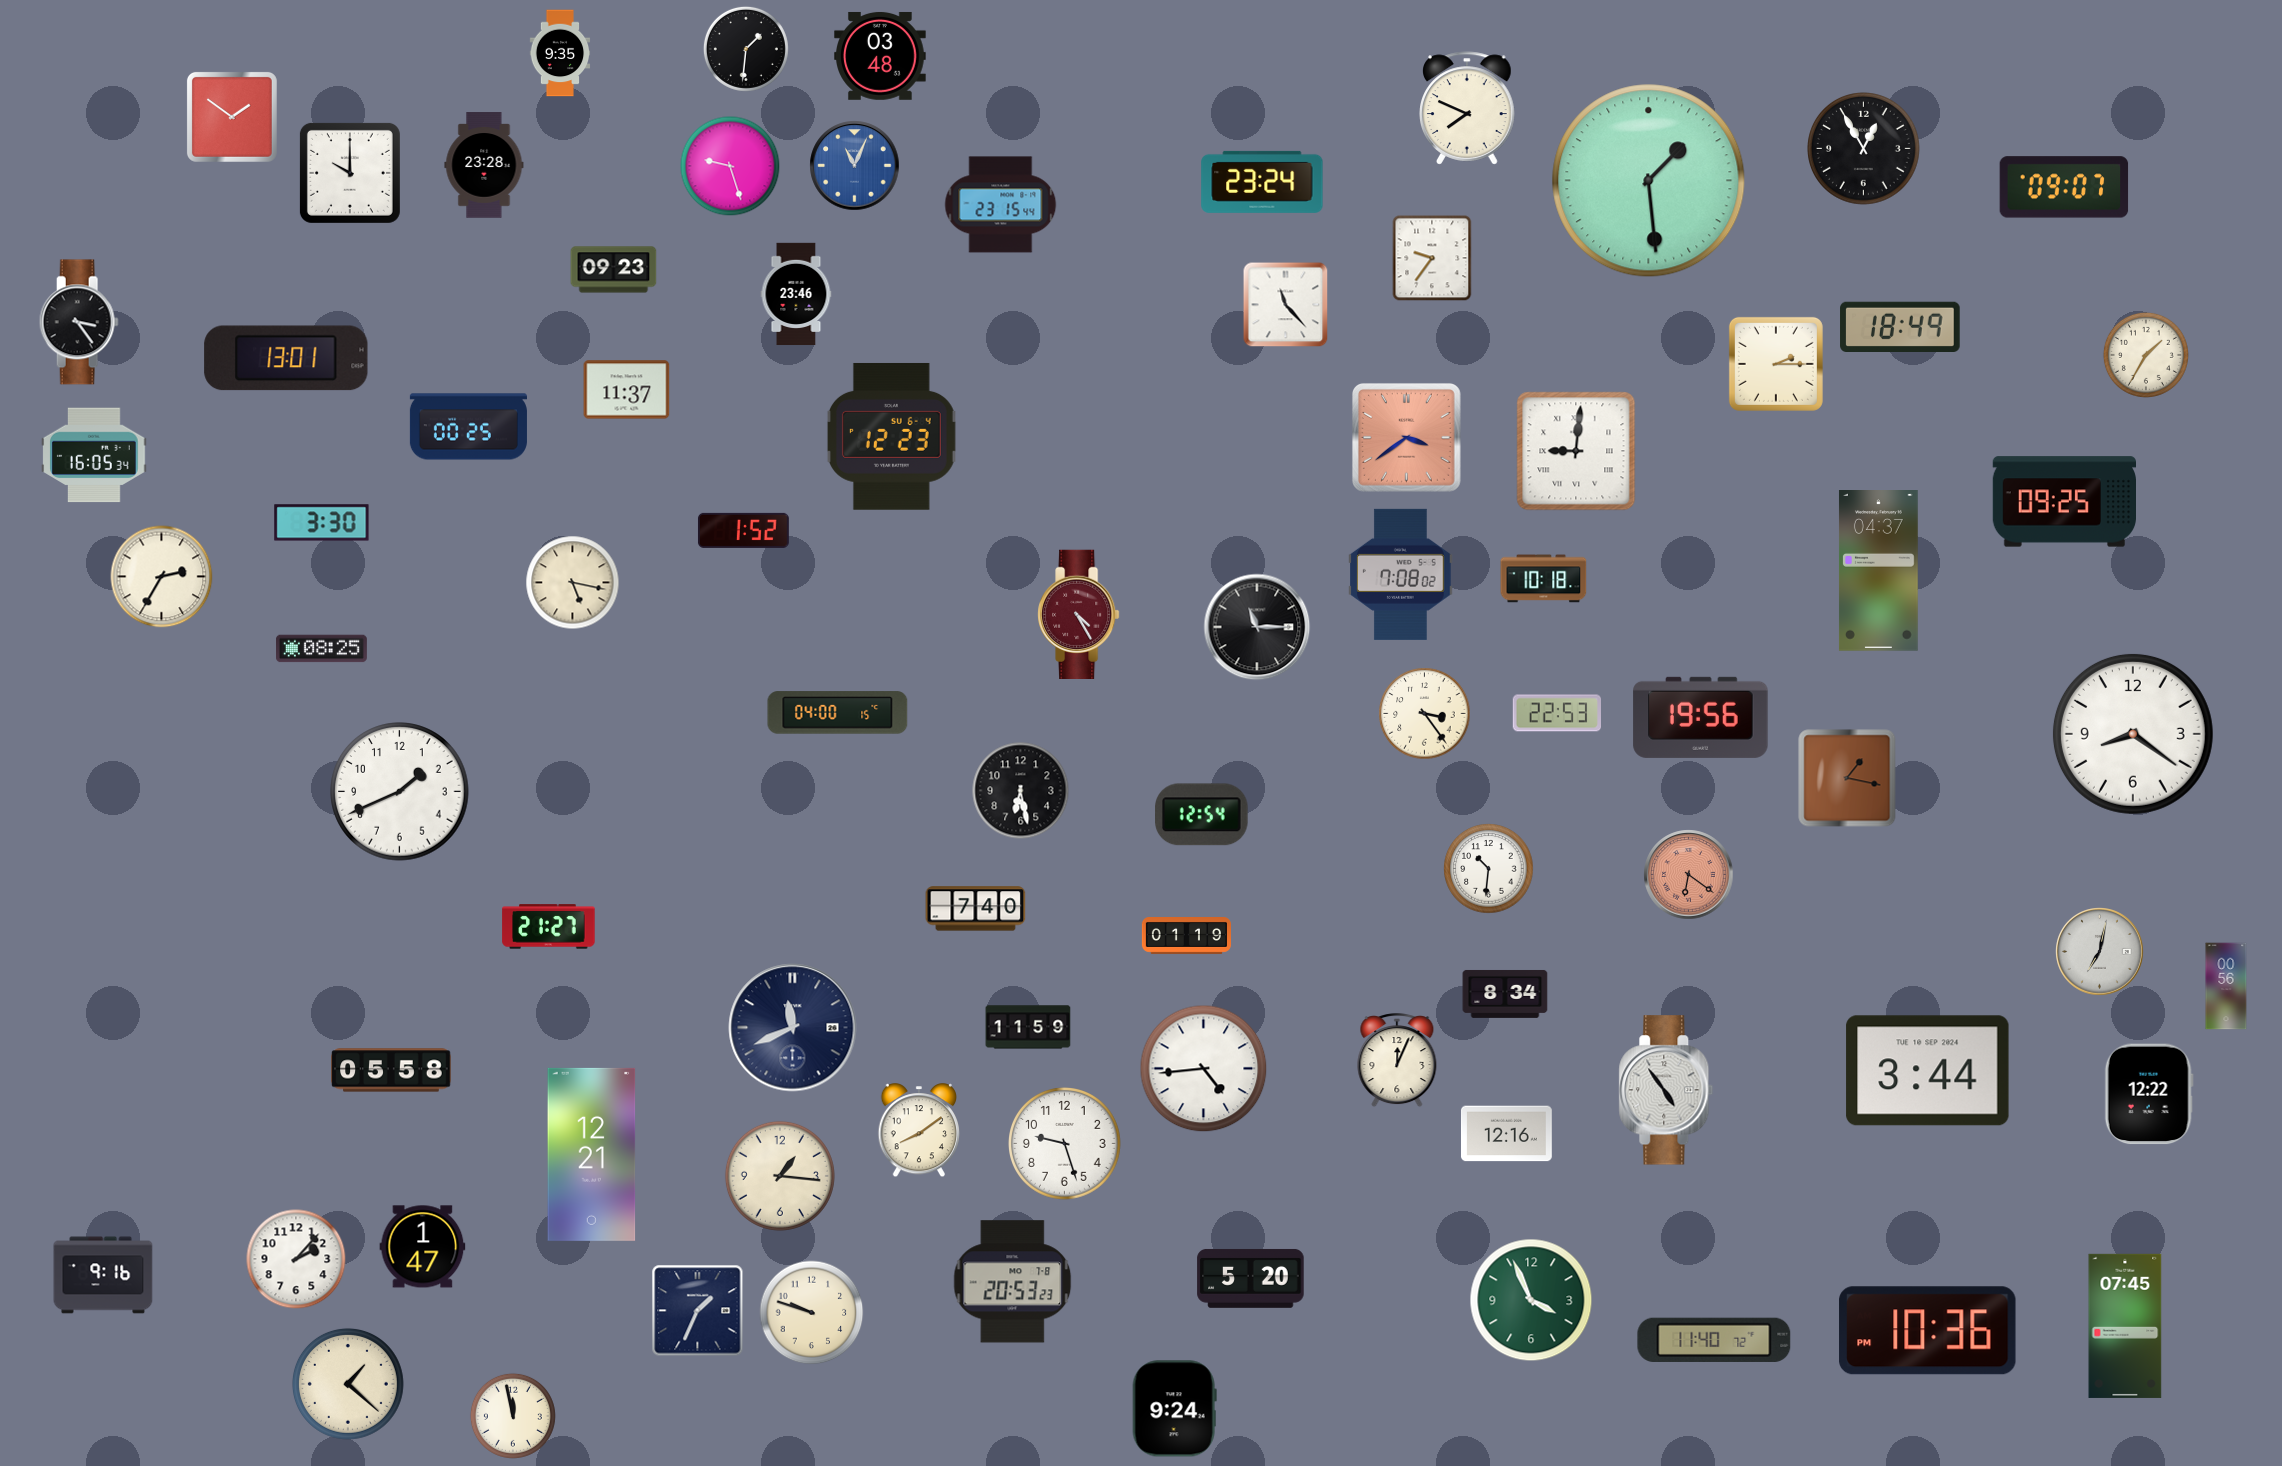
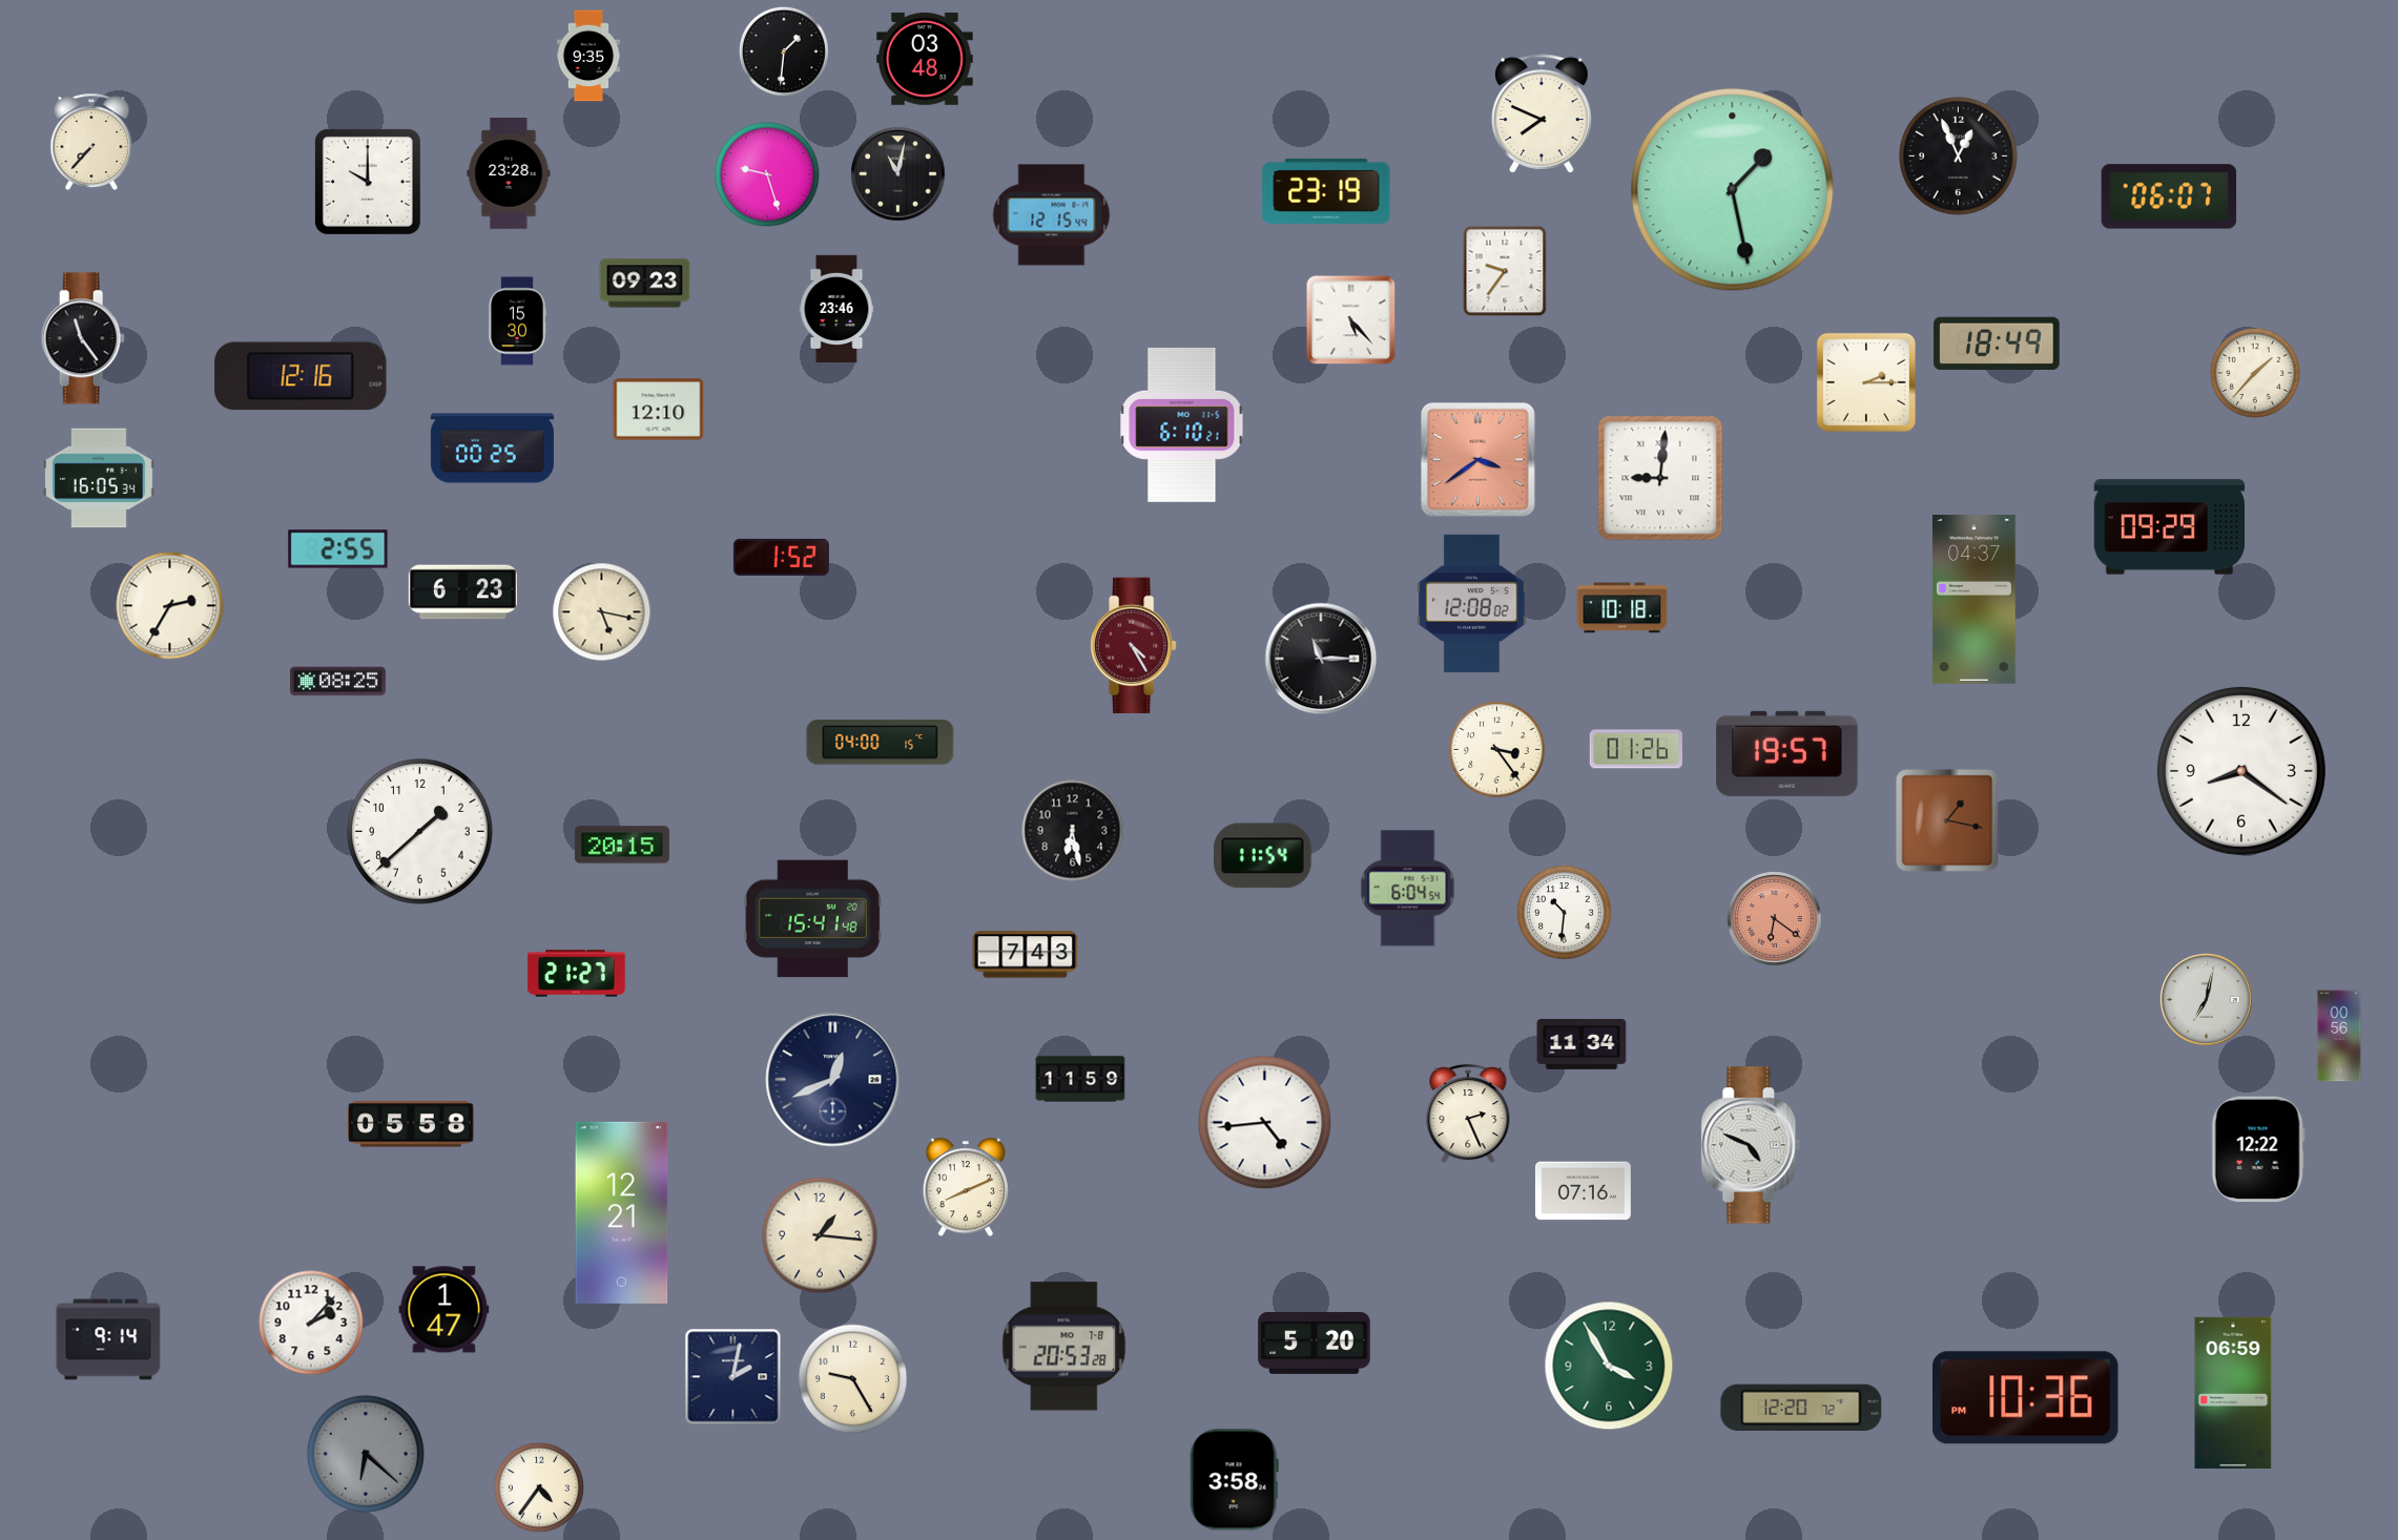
clock at (232, 117): 1:51 -> none
clock at (91, 142): none -> 7:37
clock at (1864, 149): 12:55 -> 12:56
clock at (855, 166): 11:04 -> 11:02
clock at (855, 166) dial: blue -> black
clock at (1649, 181): 1:29 -> 1:28
clock at (1262, 182): 23:24 -> 23:19
clock at (2064, 187): 09:07 -> 06:07
clock at (1001, 205): 23:15 -> 12:15
clock at (1286, 305): 11:23 -> 5:23
clock at (516, 321): none -> 15:30
clock at (79, 322): 3:24 -> 11:24
clock at (2146, 355): 1:35 -> 1:37
clock at (286, 358): 13:01 -> 12:16
clock at (627, 390): 11:37 -> 12:10
clock at (1182, 425): none -> 6:10
clock at (891, 436): 12:23 -> none
clock at (1576, 451) position: (1576, 451) -> (1660, 478)
clock at (2064, 502): 09:25 -> 09:29
clock at (322, 523): 3:30 -> 2:55
clock at (462, 592): none -> 6:23
clock at (1401, 574): 7:08 -> 12:08
clock at (838, 713) position: (838, 713) -> (881, 743)
clock at (1556, 713): 22:53 -> 01:26
clock at (1701, 717): 19:56 -> 19:57
clock at (1847, 778) position: (1847, 778) -> (1947, 820)
clock at (400, 792): 1:41 -> 1:38
clock at (622, 845): none -> 20:15
clock at (1202, 815): 12:54 -> 11:54
clock at (1408, 889): none -> 6:04
clock at (812, 919): none -> 15:41
clock at (976, 909): 7:40 -> 7:43
clock at (1186, 936): 01:19 -> none
clock at (1505, 994): 8:34 -> 11:34
clock at (793, 1028): 11:41 -> 12:41
clock at (1397, 1061): 12:04 -> 2:26
clock at (1928, 1071): 3:44 -> none
clock at (1666, 1090): 4:54 -> 4:49
clock at (919, 1131): 8:09 -> 8:11
clock at (1506, 1134): 12:16 -> 07:16
clock at (1065, 1144): 9:27 -> none
clock at (103, 1275): 9:16 -> 9:14
clock at (1013, 1282): 20:53:23 -> 20:53:28
clock at (1531, 1300): 3:56 -> 3:55
clock at (698, 1311): 1:34 -> 2:02
clock at (812, 1313): 9:48 -> 9:25
clock at (2125, 1326): 07:45 -> 06:59
clock at (1714, 1340): 11:40 -> 12:20
clock at (348, 1384): 1:22 -> 6:22
clock at (348, 1384) dial: cream -> grey
clock at (1174, 1409): 9:24 -> 3:58
clock at (513, 1416): 11:58 -> 4:36
